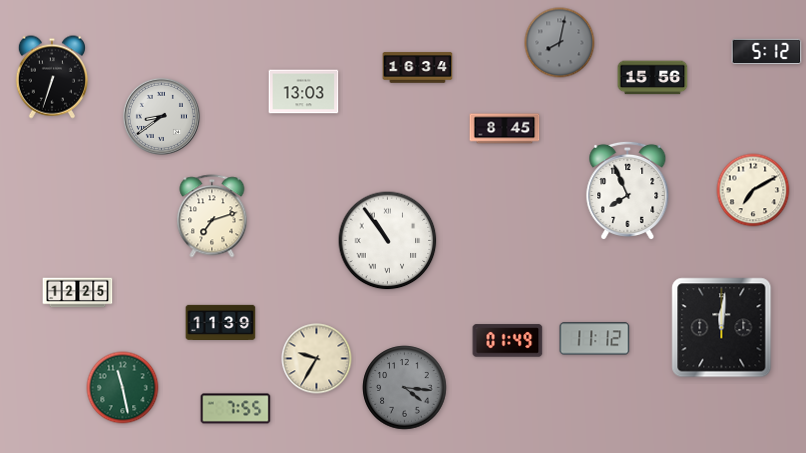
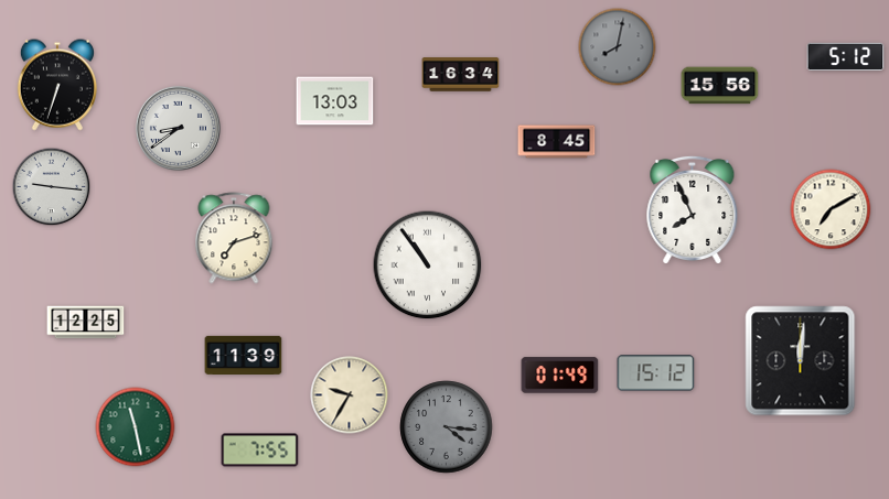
clock at (52, 187): none -> 9:16
clock at (722, 328) position: (722, 328) -> (801, 361)
clock at (595, 339): 11:12 -> 15:12
